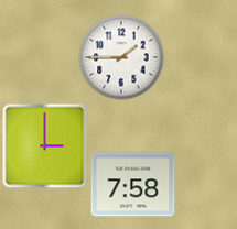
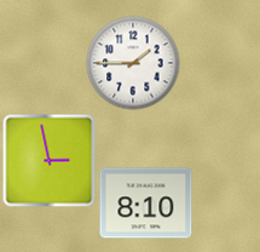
clock at (44, 145): 3:00 -> 2:58
clock at (133, 185): 7:58 -> 8:10
